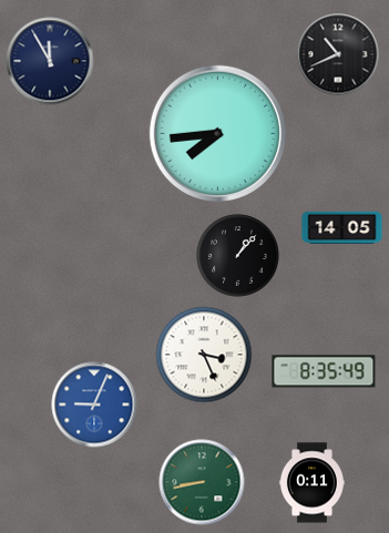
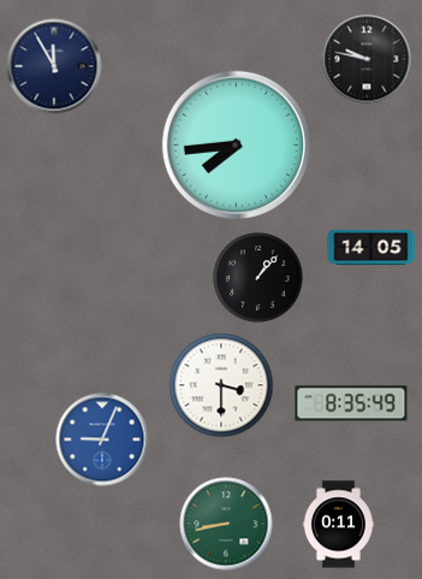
clock at (338, 54): 10:41 -> 9:47
clock at (204, 355): 3:26 -> 3:30
clock at (202, 482) position: (202, 482) -> (226, 524)
